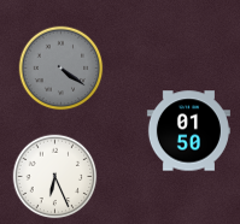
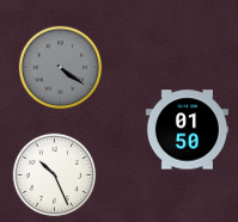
clock at (55, 177): 6:26 -> 10:26
